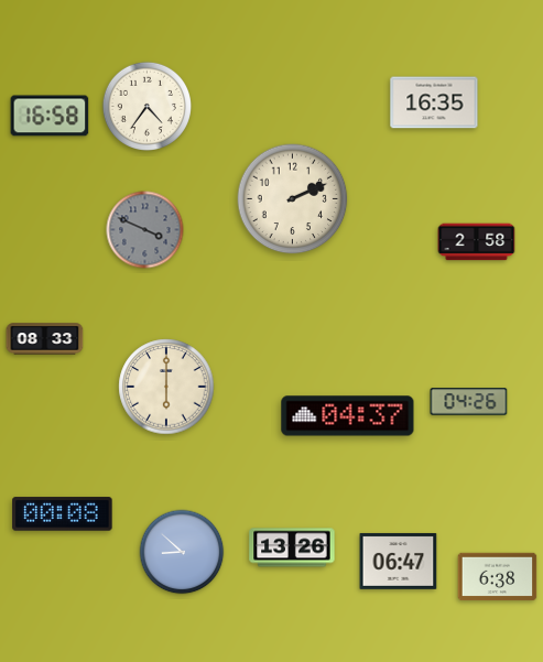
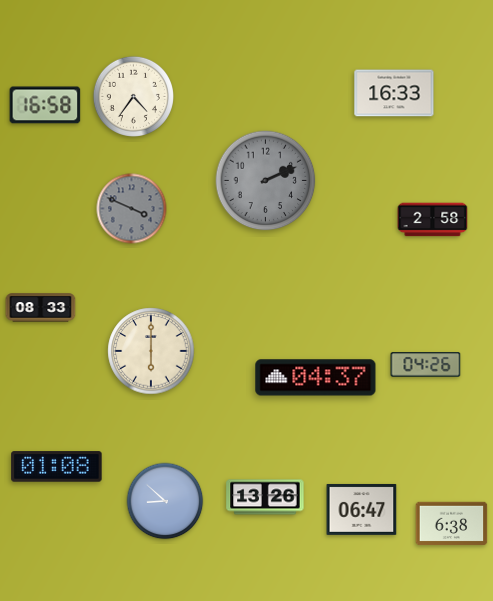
clock at (434, 102): 16:35 -> 16:33
clock at (293, 199) dial: cream -> grey
clock at (63, 514): 00:08 -> 01:08
